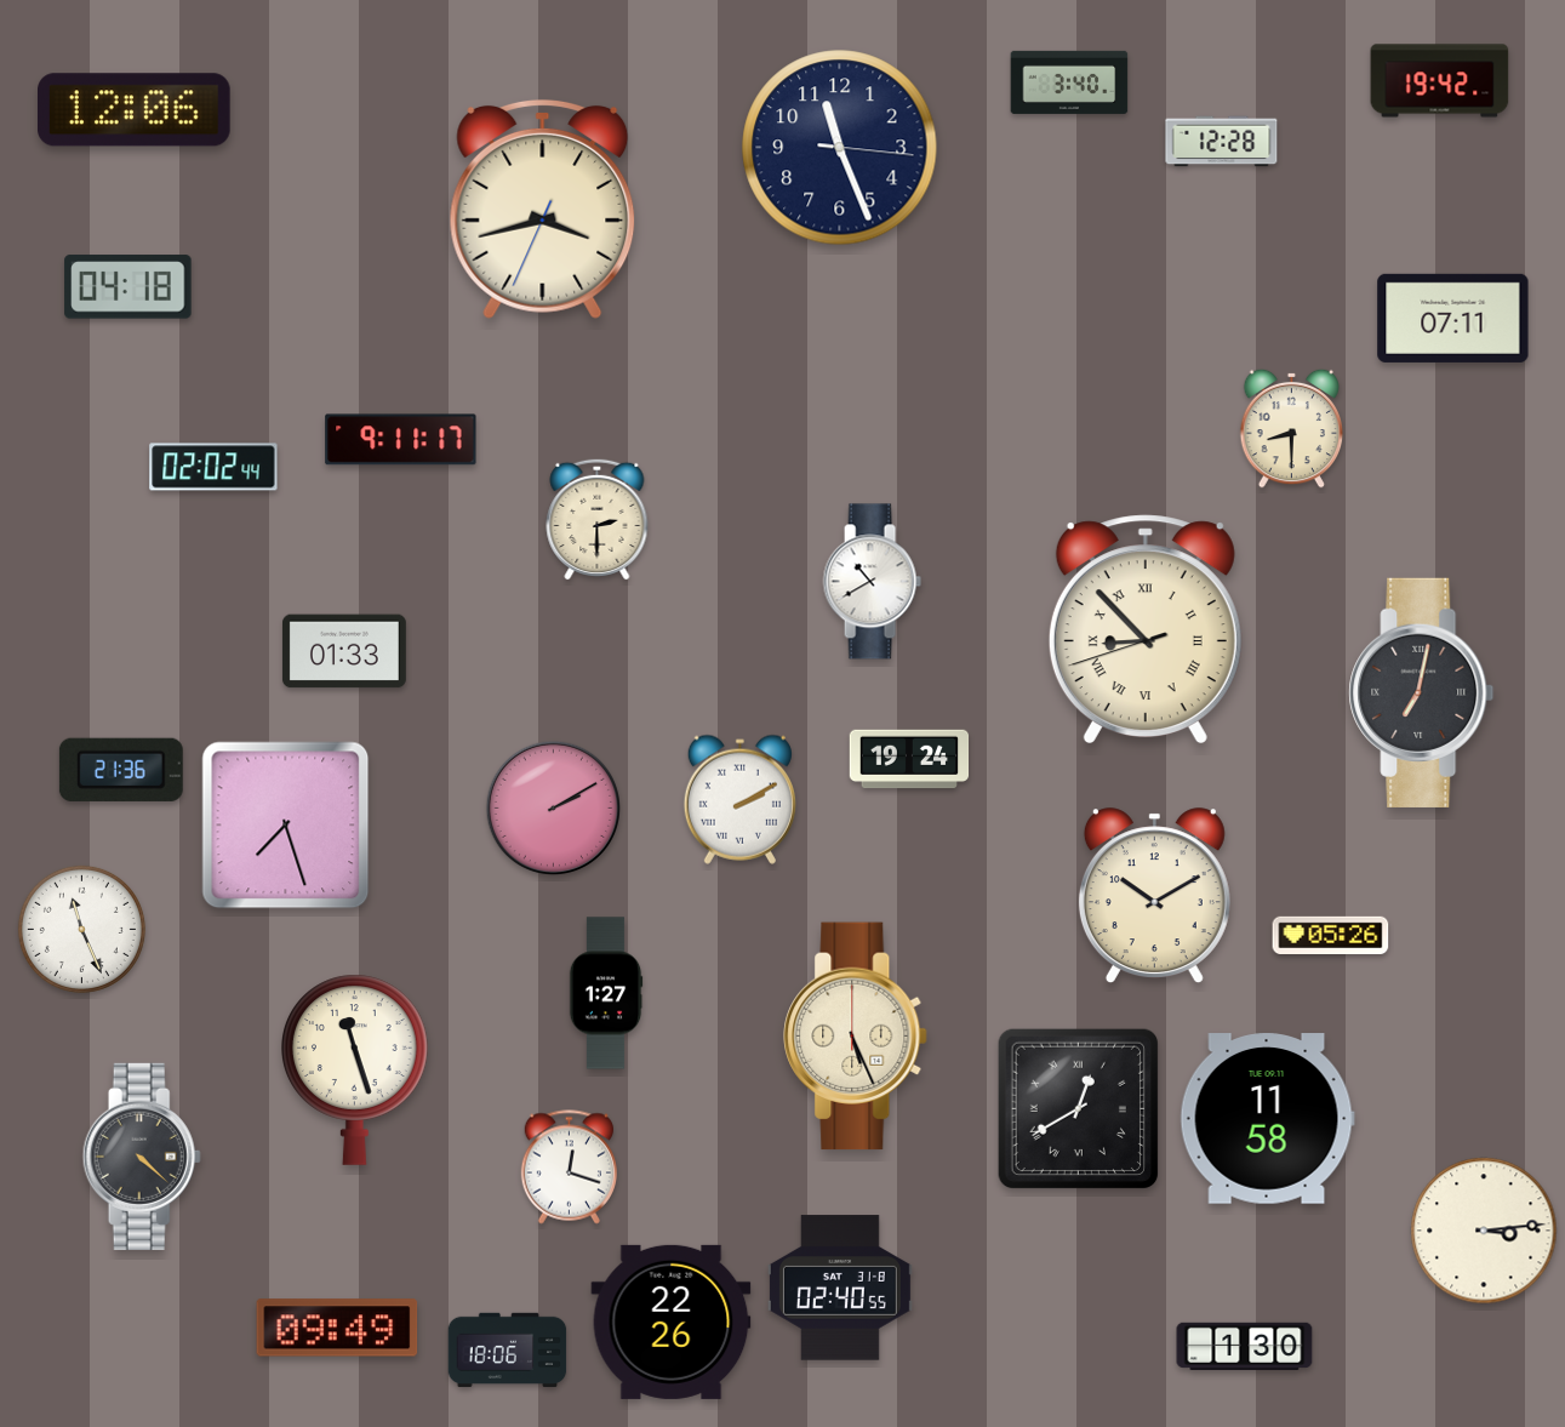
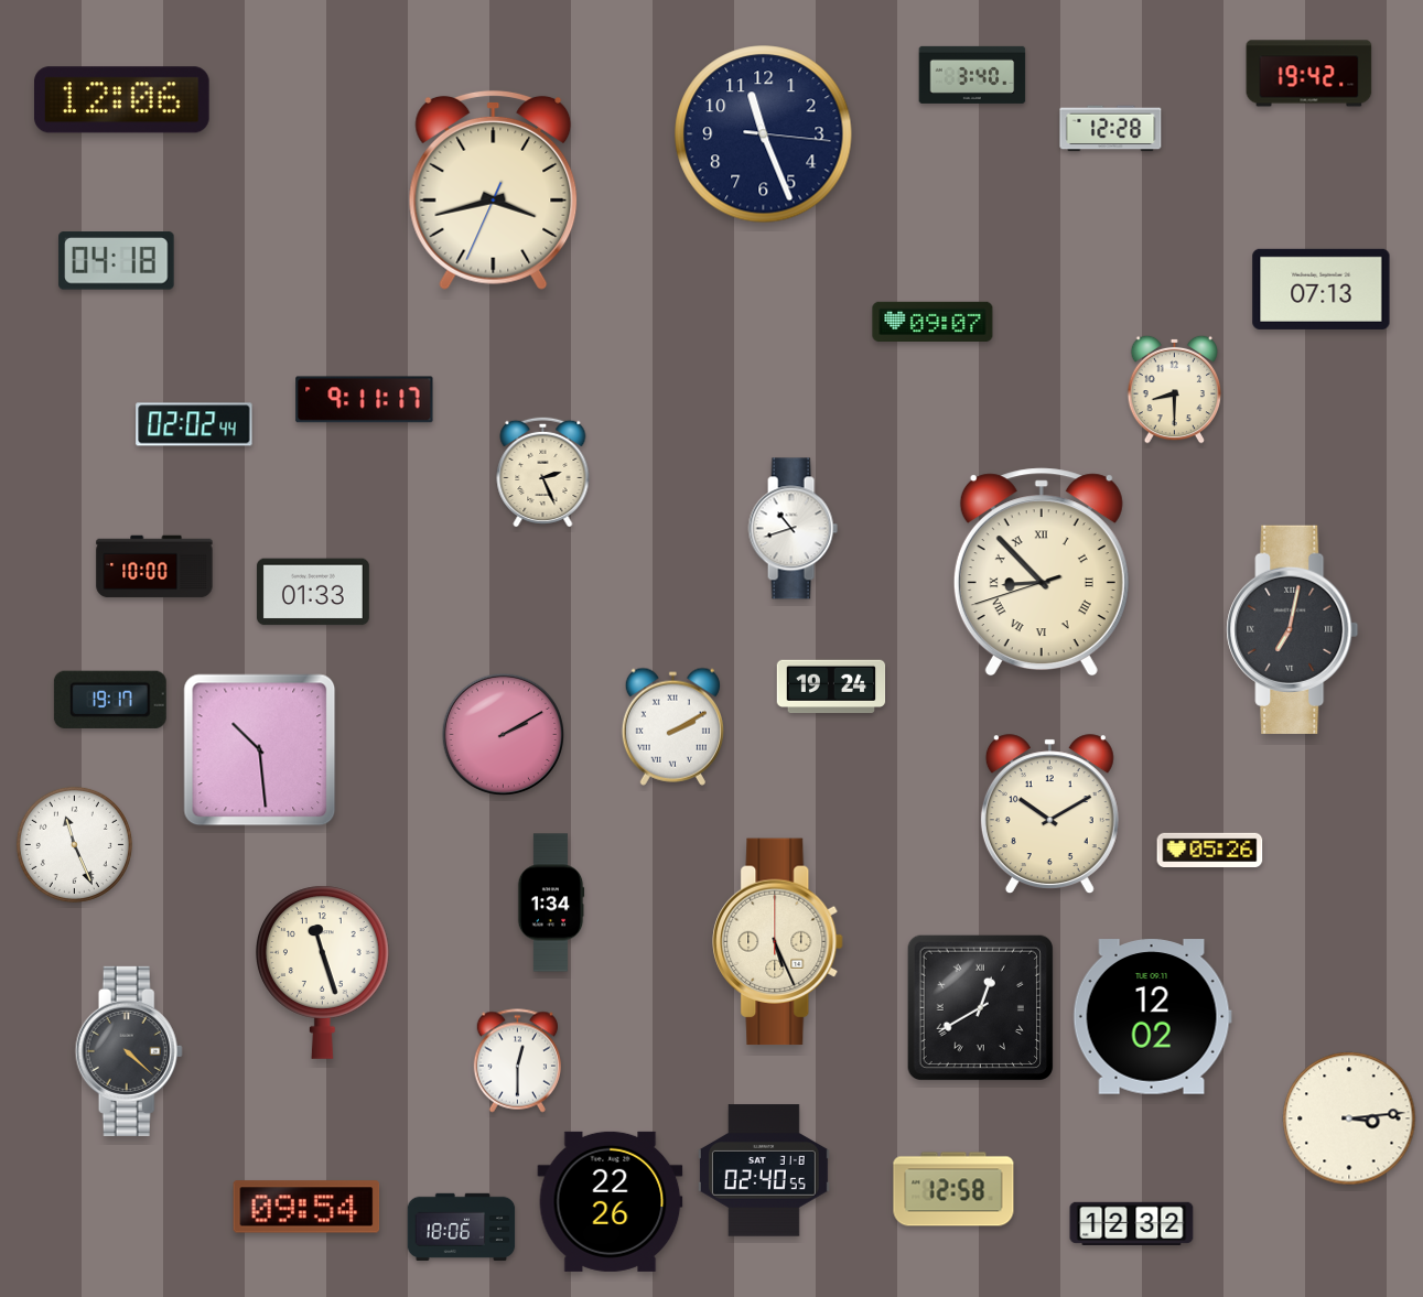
clock at (1453, 318): 07:11 -> 07:13
clock at (933, 322): none -> 09:07
clock at (598, 519): 2:30 -> 2:26
clock at (872, 582): 10:40 -> 10:42
clock at (154, 566): none -> 10:00
clock at (909, 759) position: (909, 759) -> (831, 687)
clock at (121, 770): 21:36 -> 19:17
clock at (286, 826): 7:27 -> 10:29
clock at (606, 993): 1:27 -> 1:34
clock at (1267, 1119): 11:58 -> 12:02
clock at (569, 1168): 12:18 -> 12:30
clock at (953, 1189): none -> 12:58
clock at (337, 1328): 09:49 -> 09:54
clock at (1245, 1346): 1:30 -> 12:32
